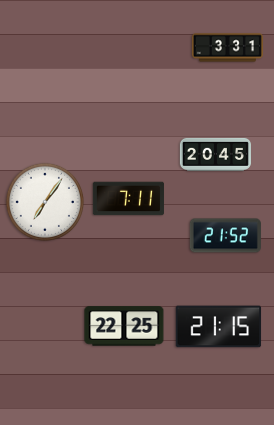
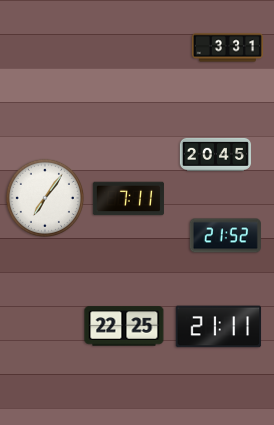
clock at (45, 202) position: (45, 202) -> (45, 198)
clock at (219, 327): 21:15 -> 21:11
